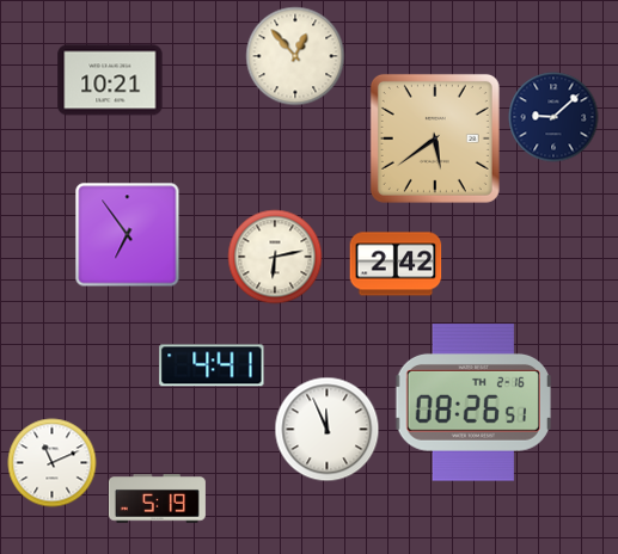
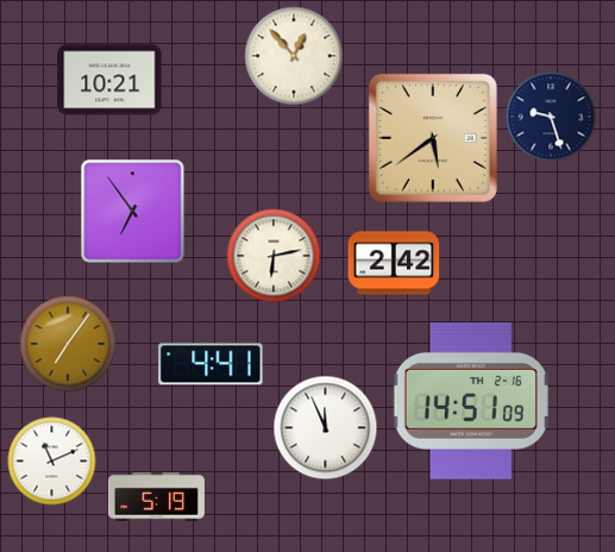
clock at (553, 117): 9:08 -> 9:27
clock at (128, 235) position: (128, 235) -> (133, 212)
clock at (68, 344): none -> 7:06
clock at (473, 402): 08:26 -> 14:51
